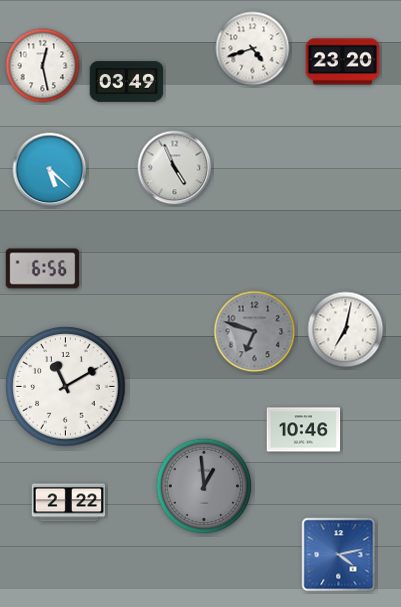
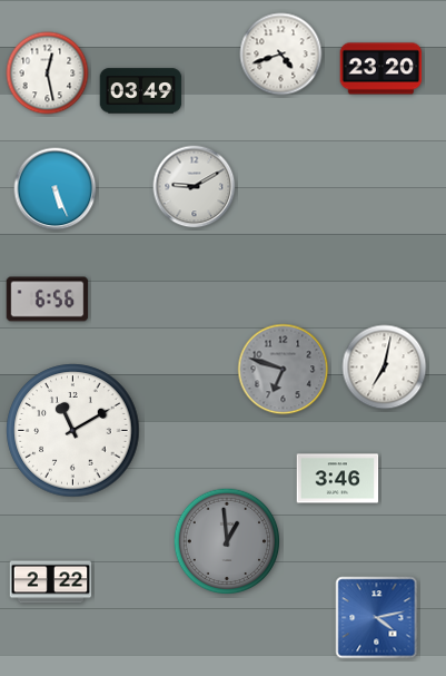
clock at (175, 168): 4:56 -> 9:10
clock at (50, 170): 5:22 -> 5:26
clock at (304, 430): 10:46 -> 3:46
clock at (69, 503) position: (69, 503) -> (51, 582)
